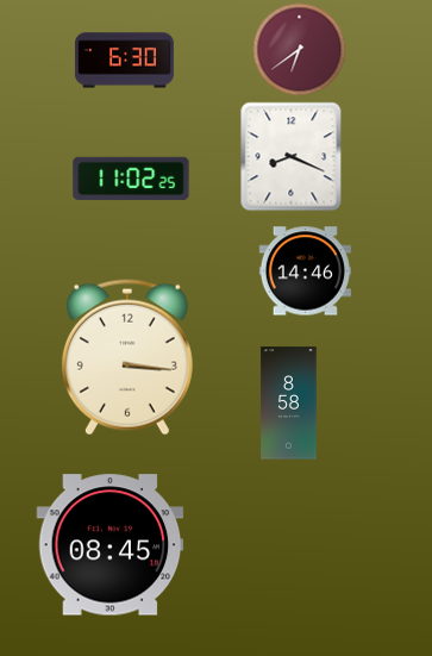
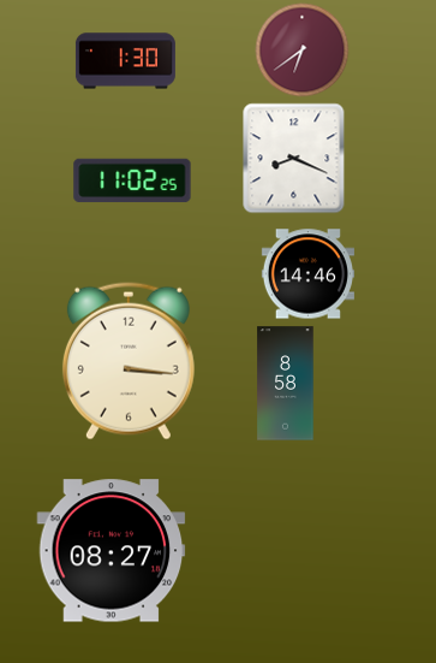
clock at (124, 61): 6:30 -> 1:30
clock at (289, 404) position: (289, 404) -> (286, 384)
clock at (111, 545): 08:45 -> 08:27
